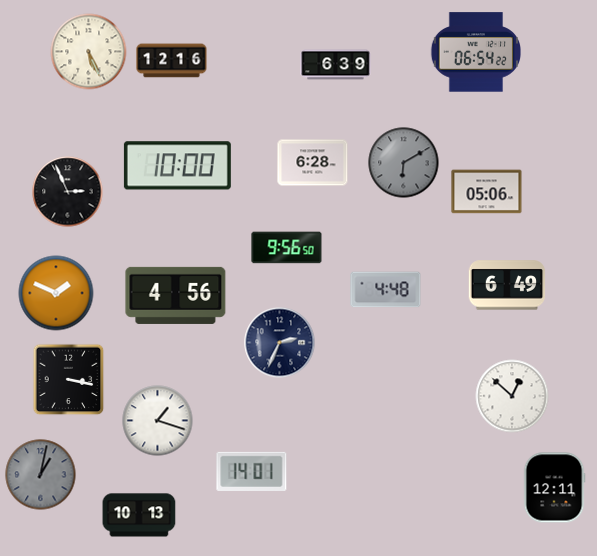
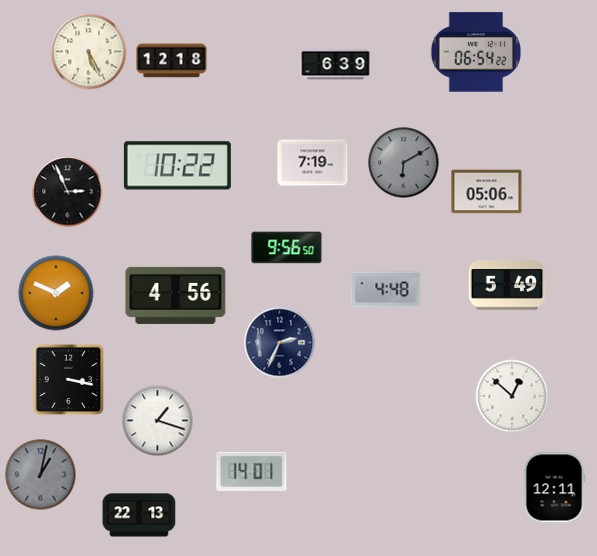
clock at (172, 61): 12:16 -> 12:18
clock at (313, 163): 6:28 -> 7:19
clock at (177, 166): 10:00 -> 10:22
clock at (507, 285): 6:49 -> 5:49
clock at (139, 515): 10:13 -> 22:13
